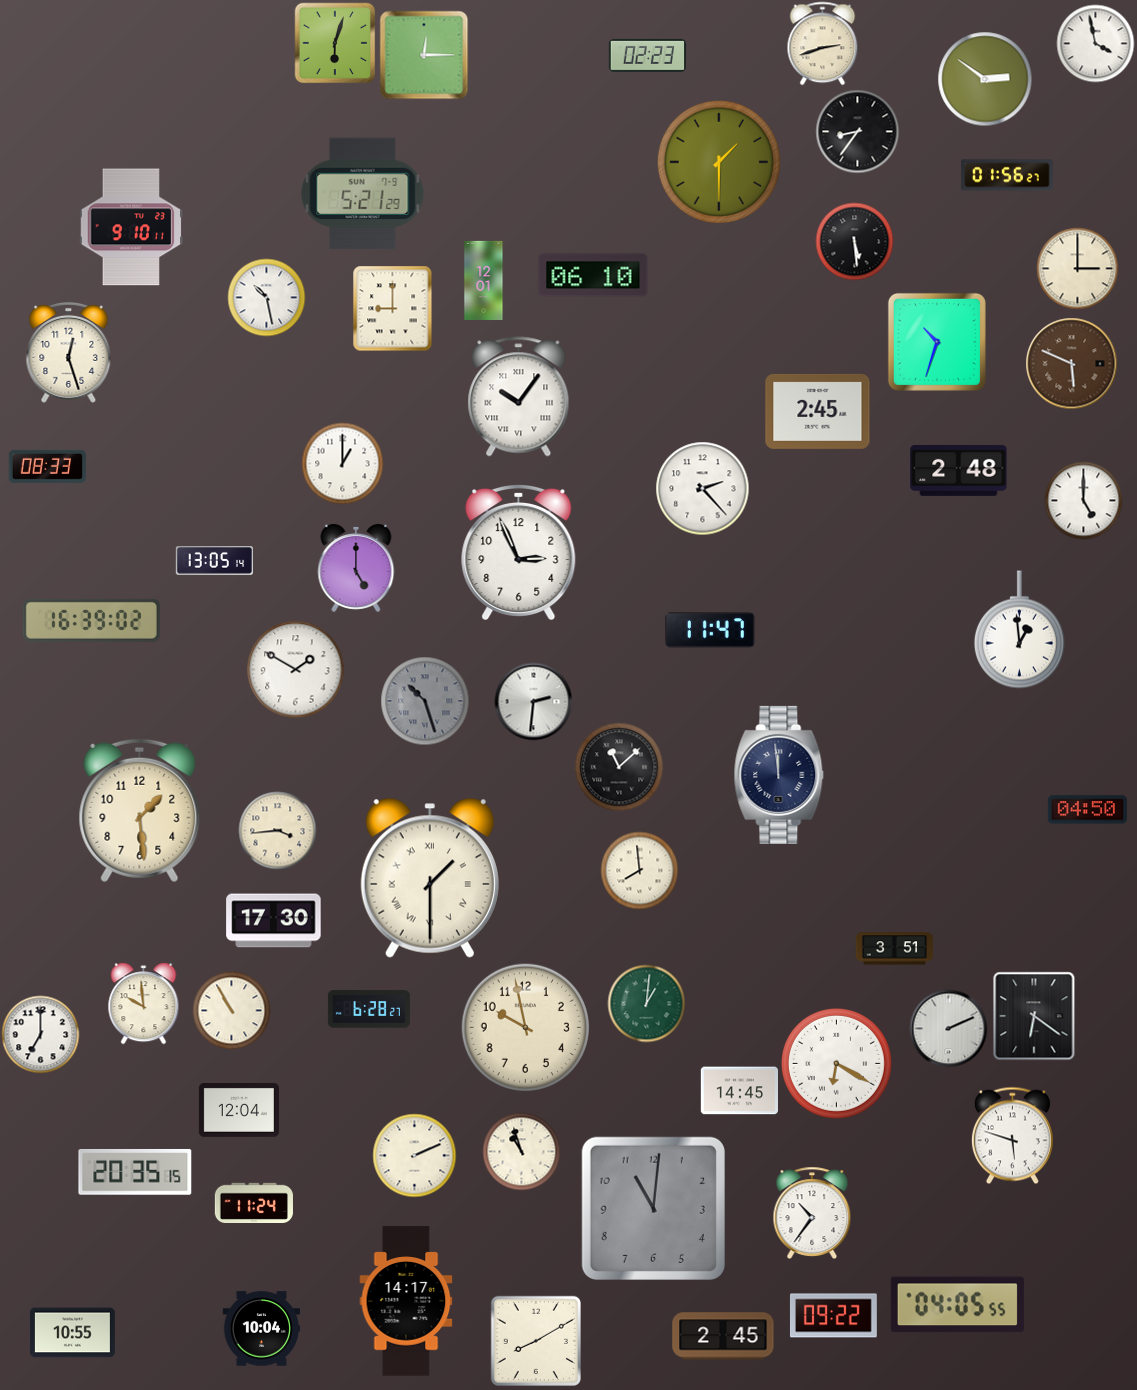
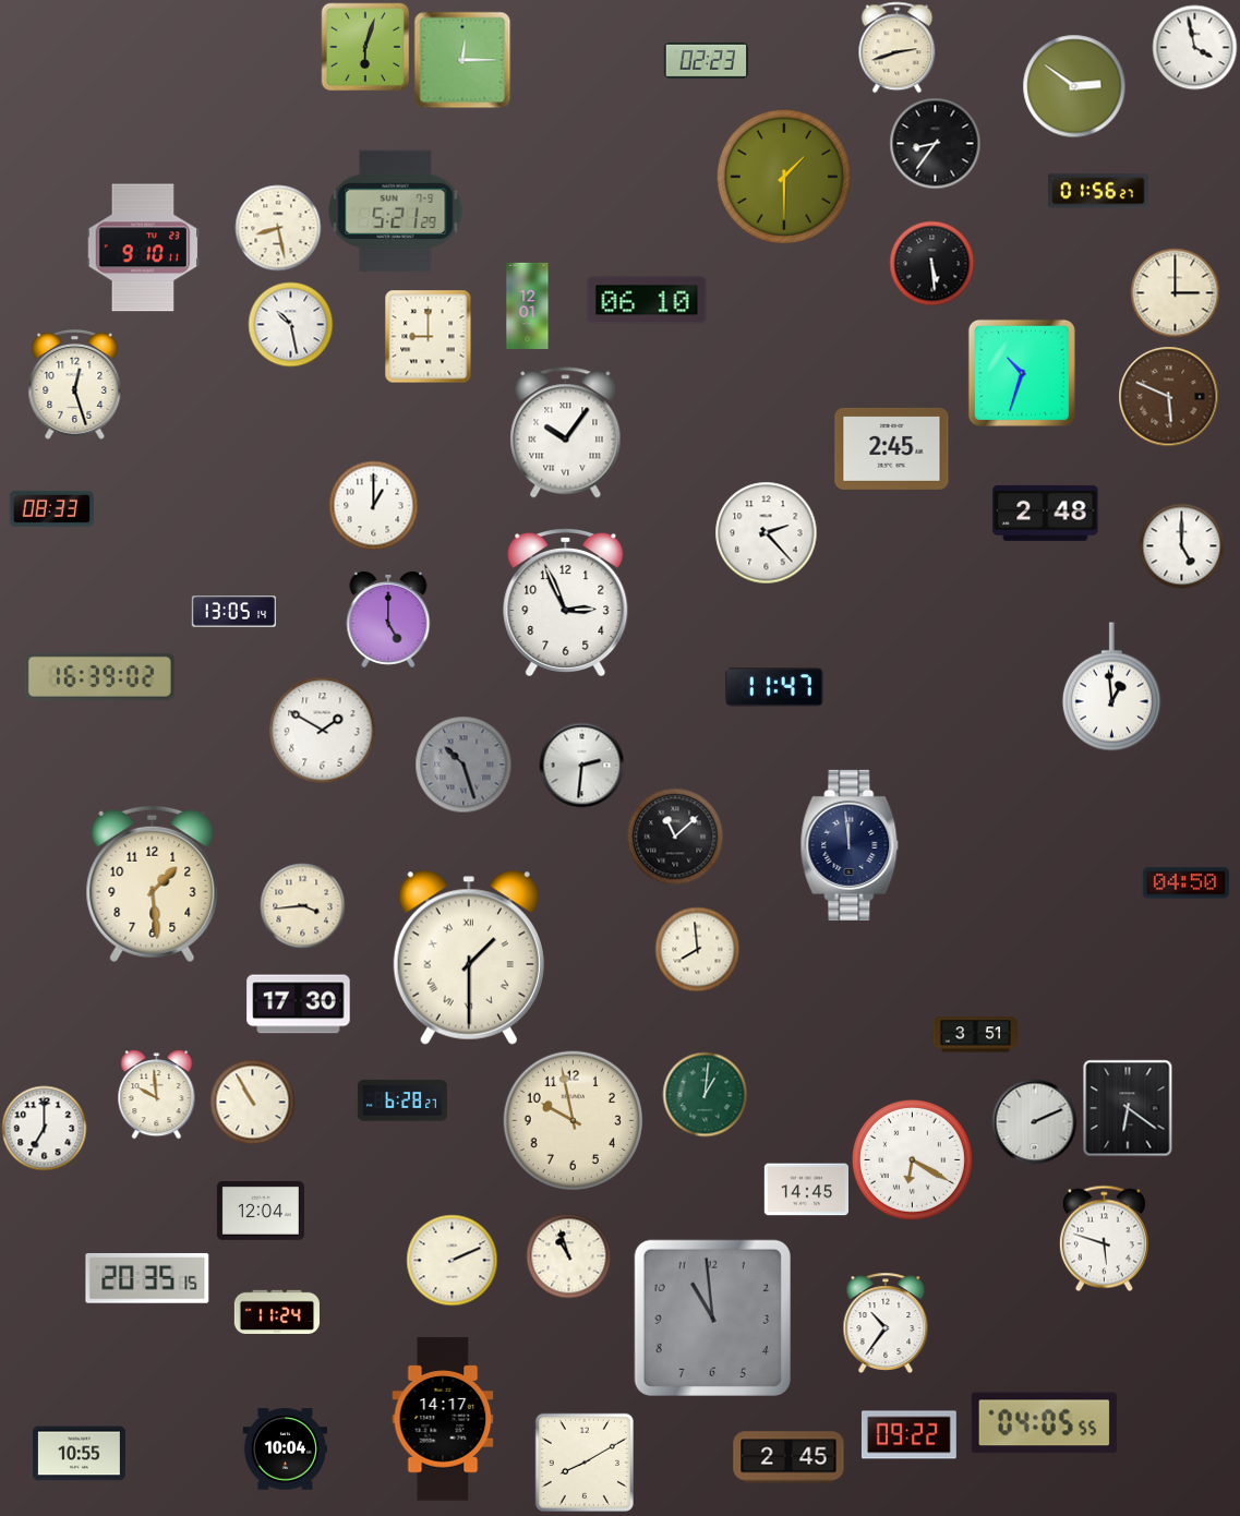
clock at (278, 228): none -> 8:28
clock at (653, 1208): 11:01 -> 10:59
